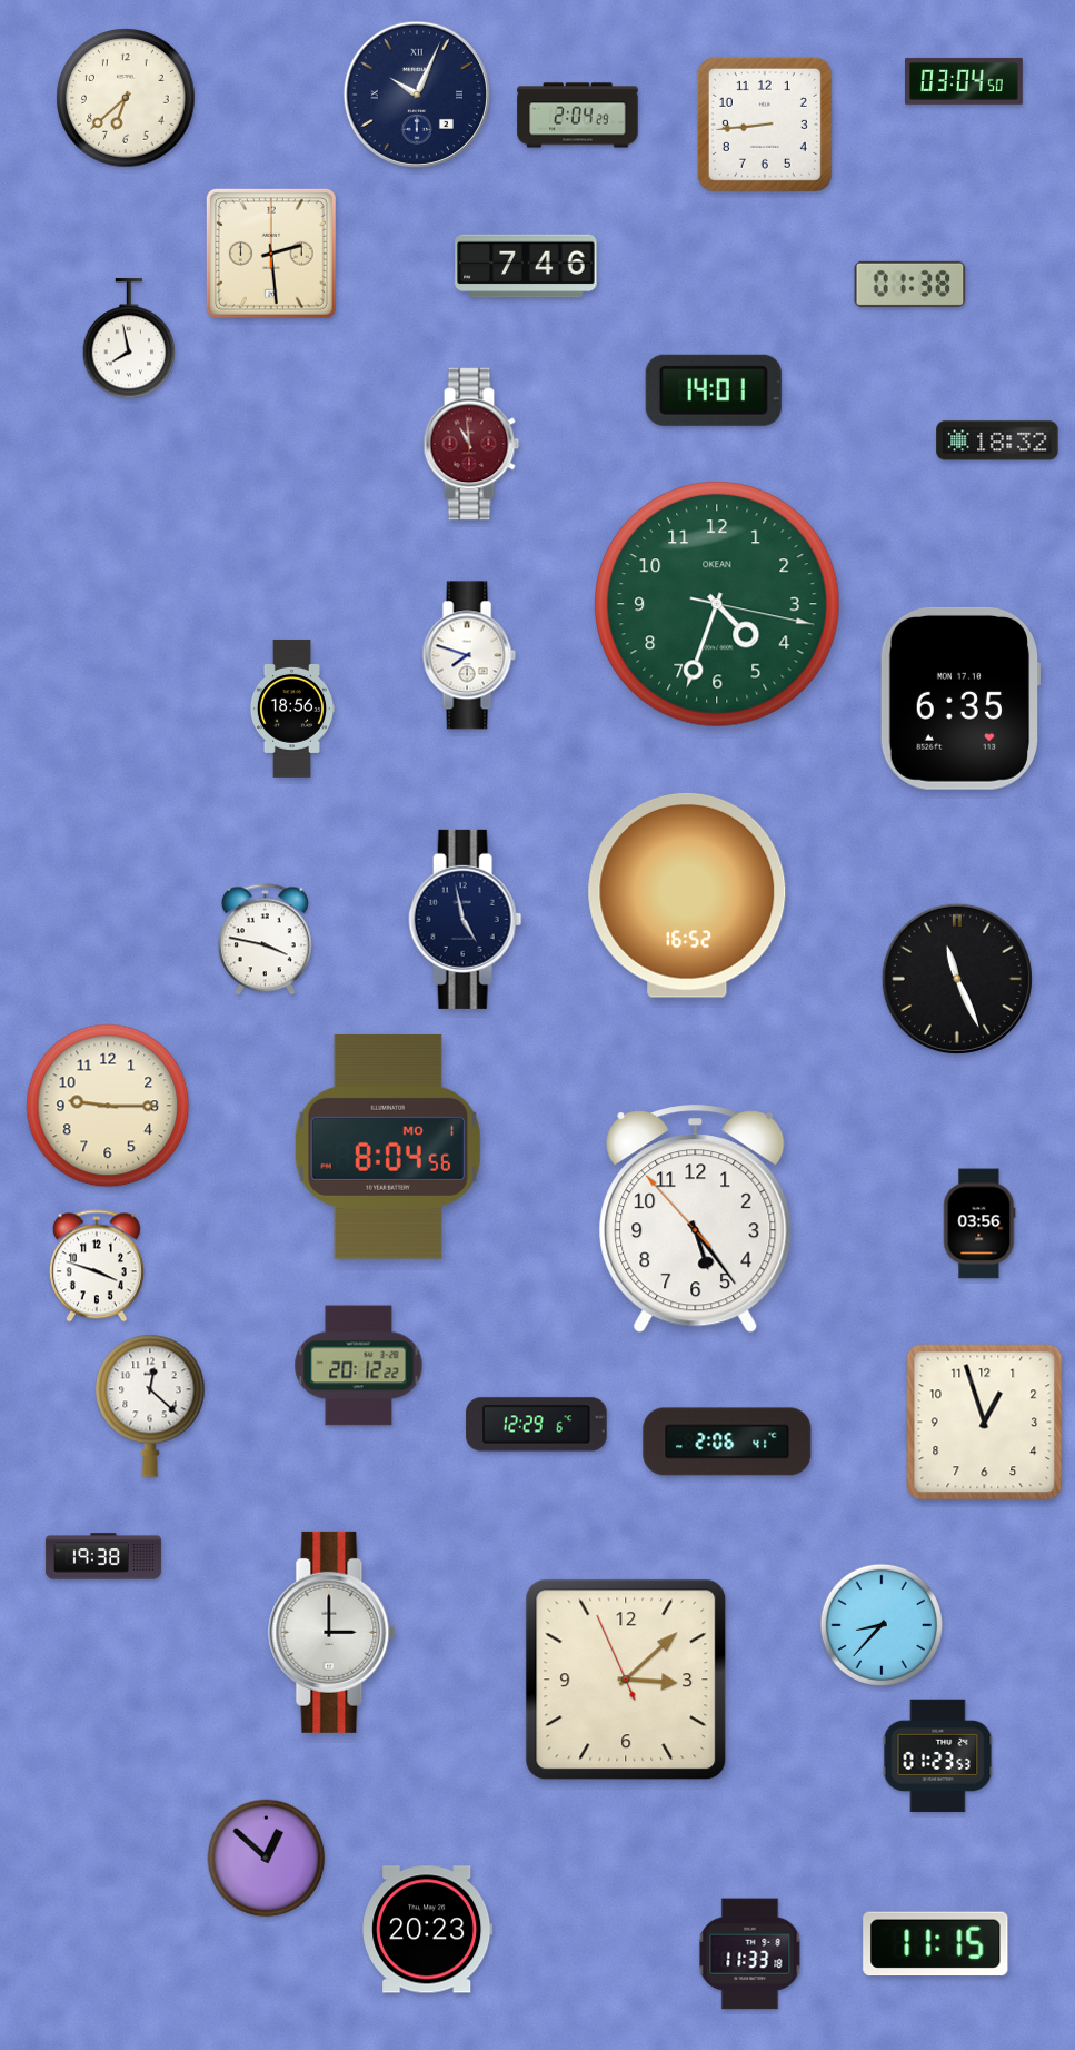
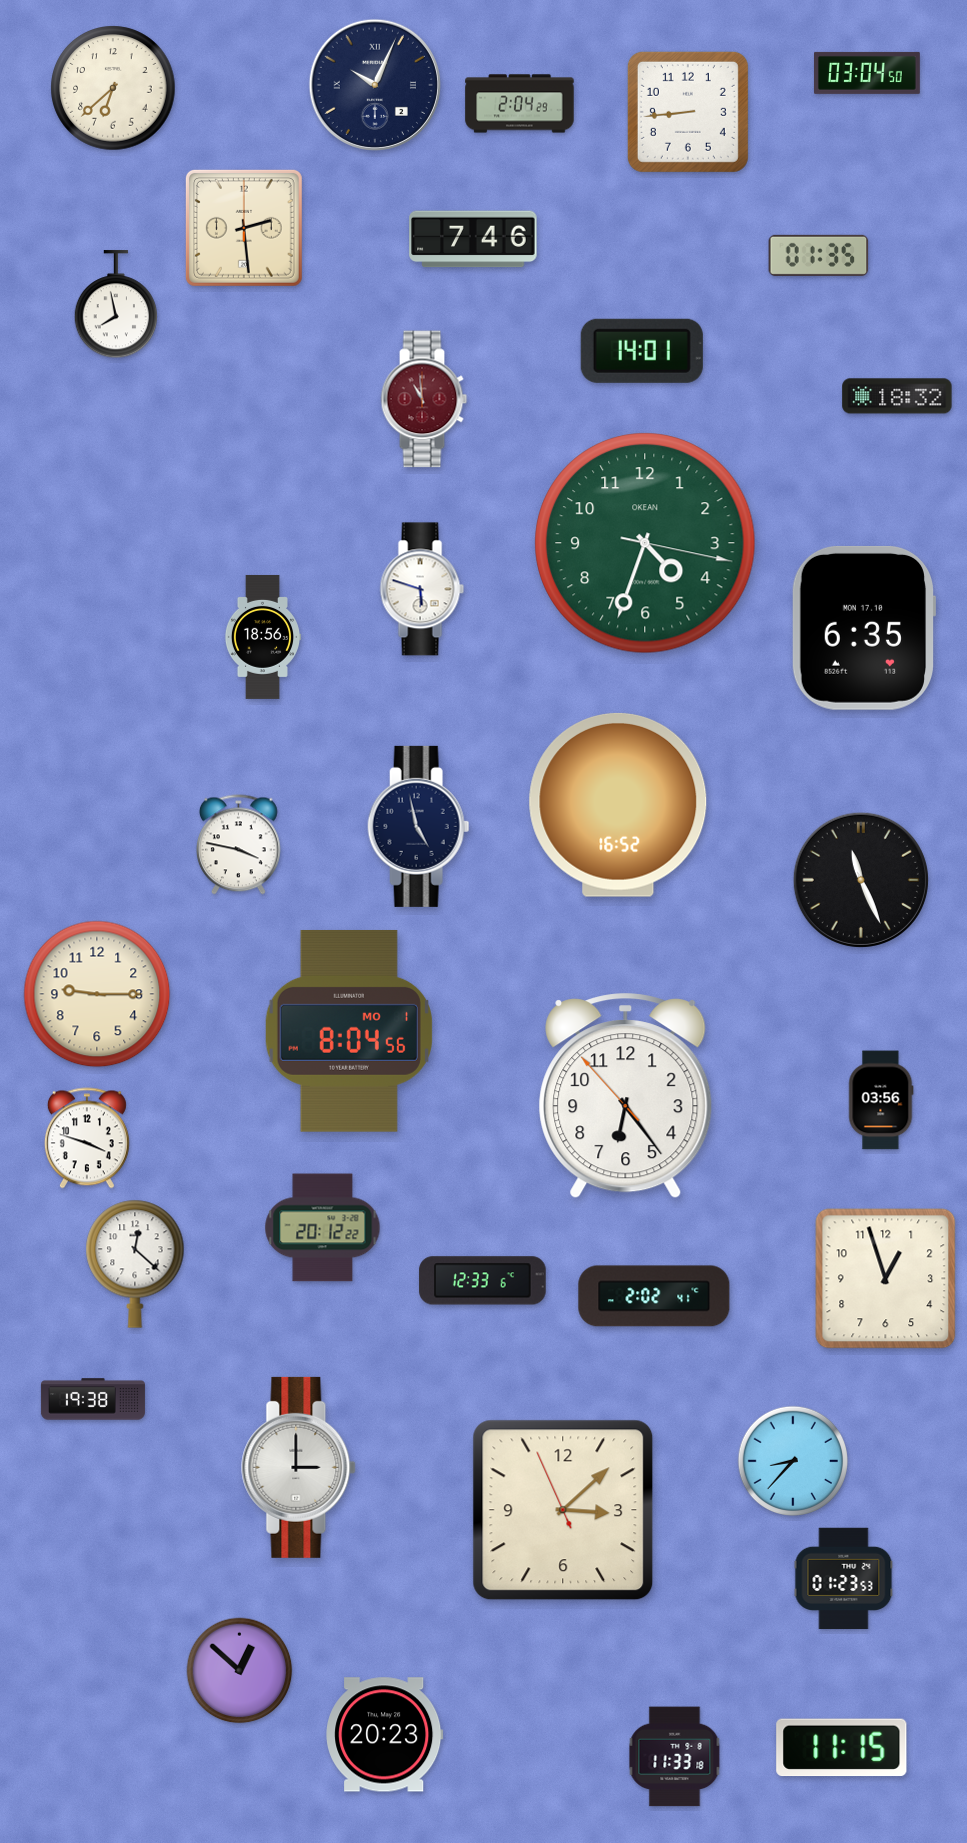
clock at (910, 284): 01:38 -> 01:35
clock at (469, 655): 7:48 -> 5:48
clock at (696, 1219): 5:23 -> 6:23
clock at (537, 1425): 12:29 -> 12:33
clock at (727, 1442): 2:06 -> 2:02
